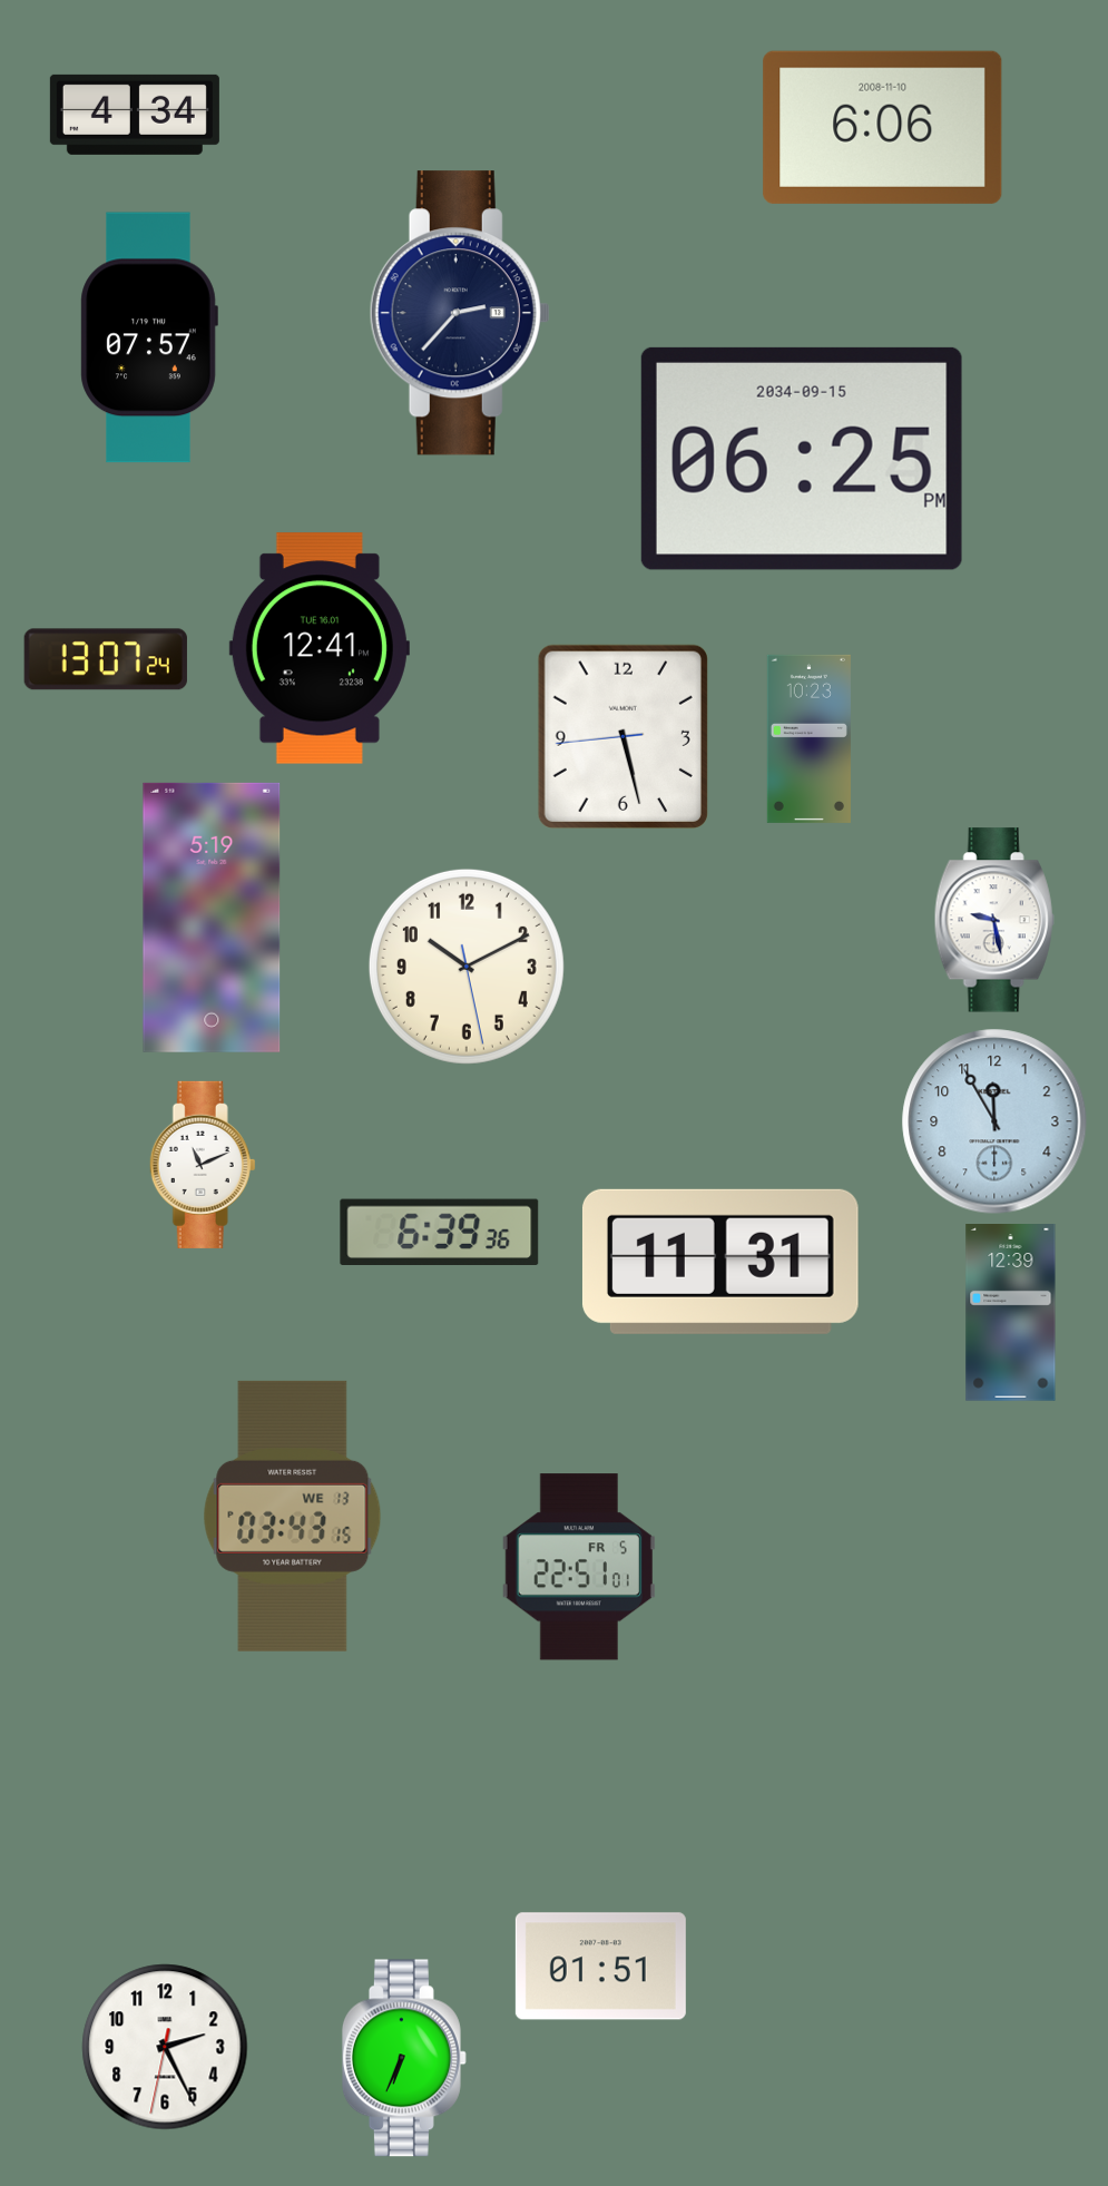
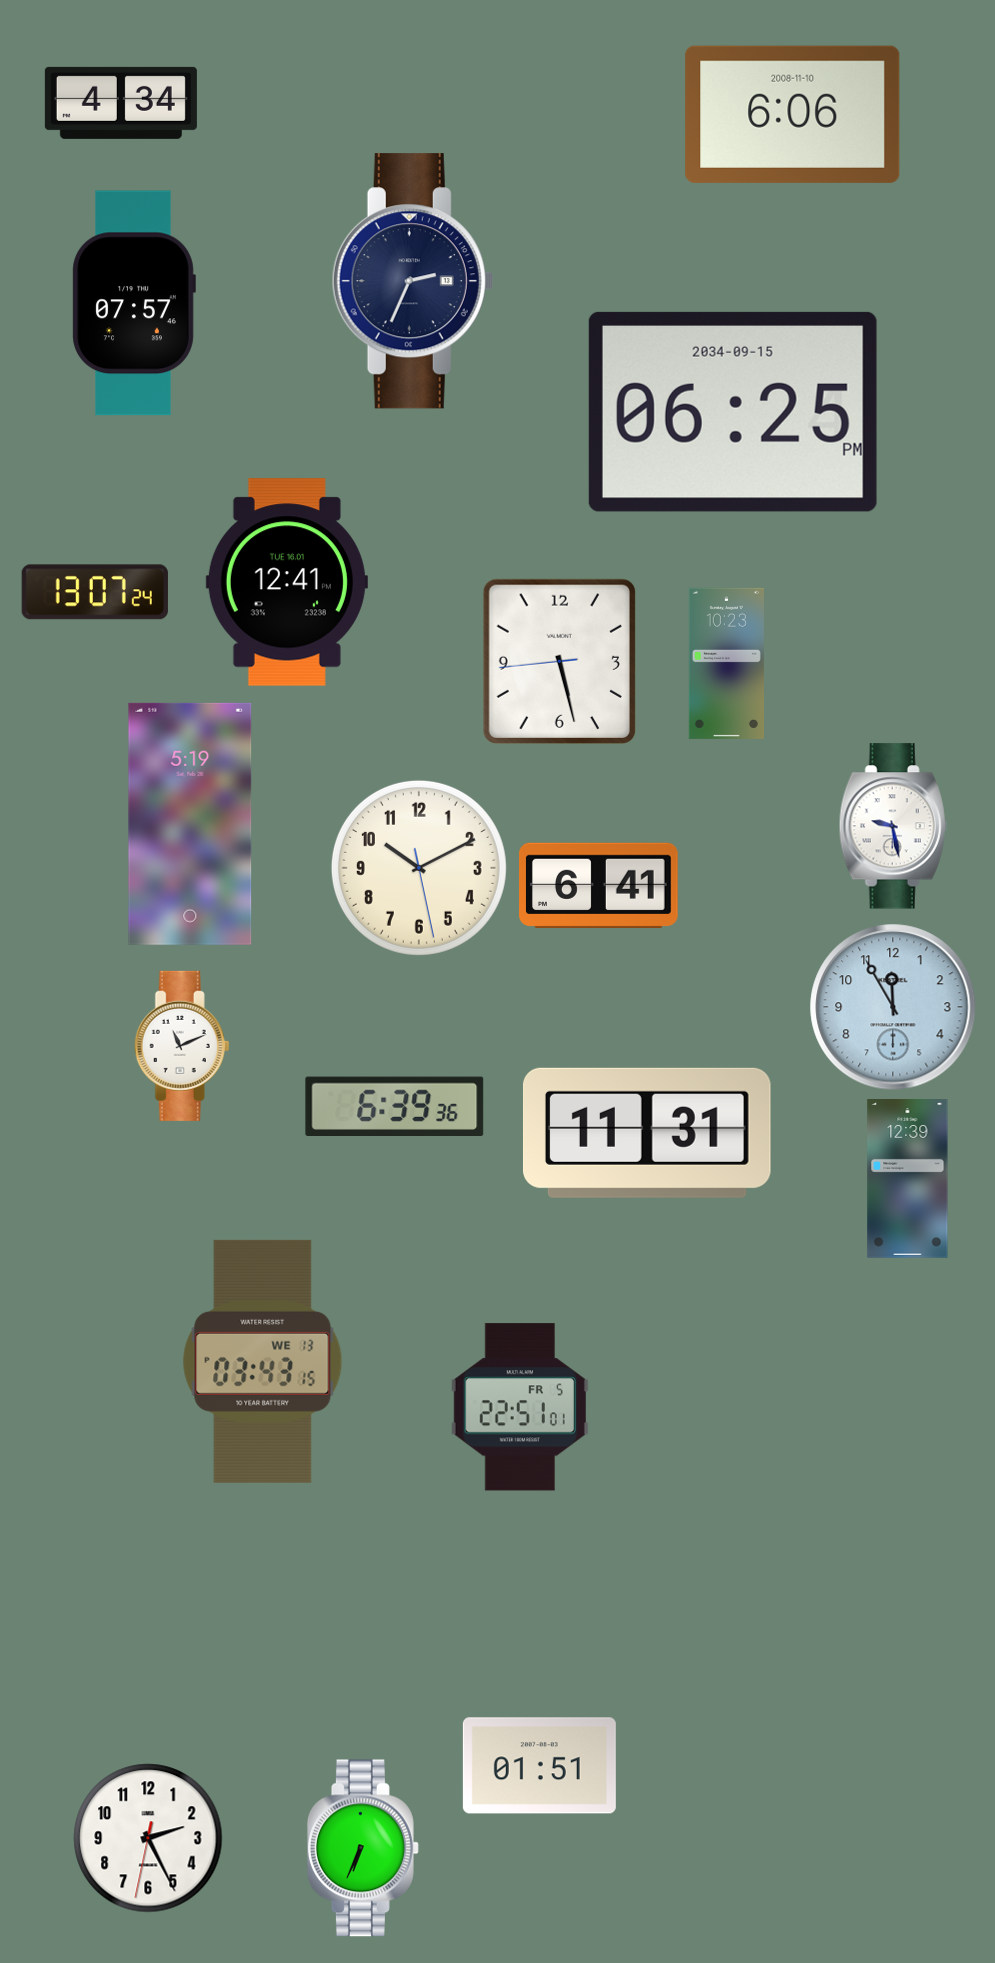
clock at (460, 313): 2:37 -> 2:34
clock at (802, 459) position: (802, 459) -> (733, 412)
clock at (599, 885): none -> 6:41
